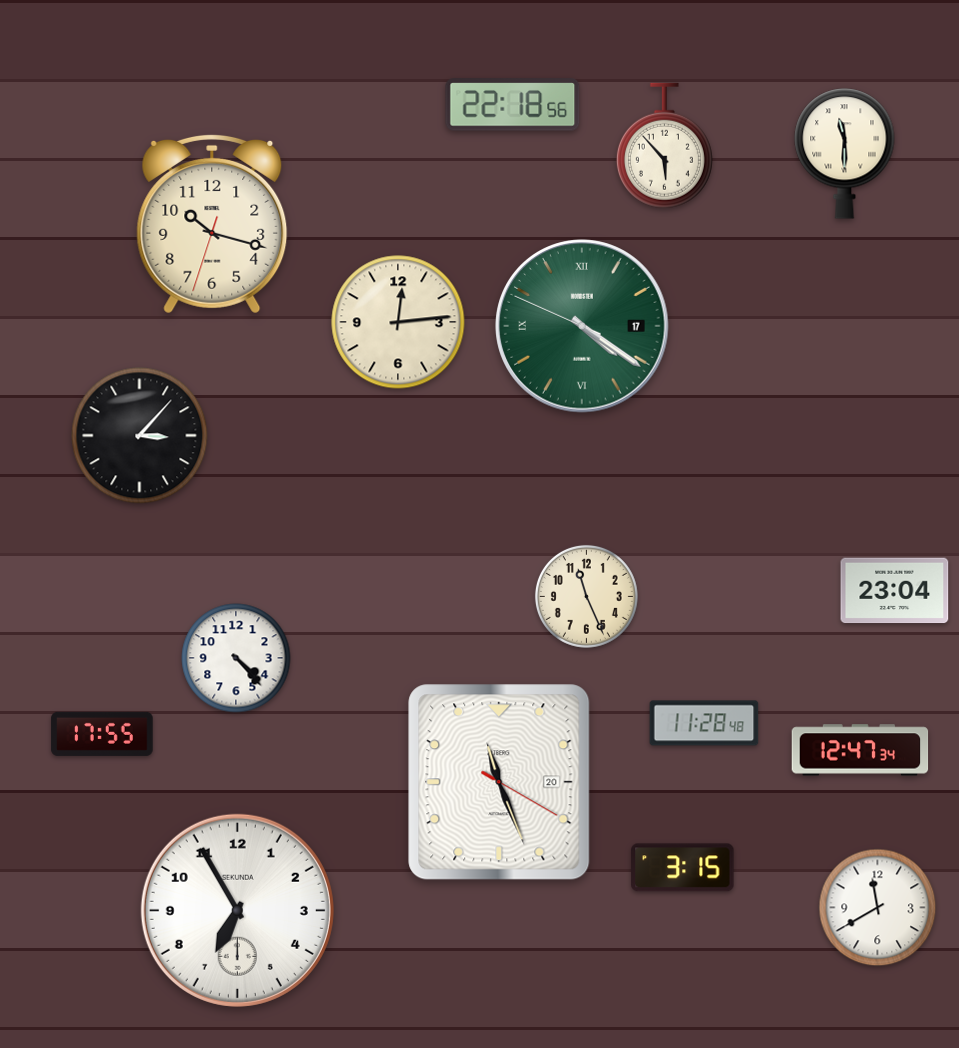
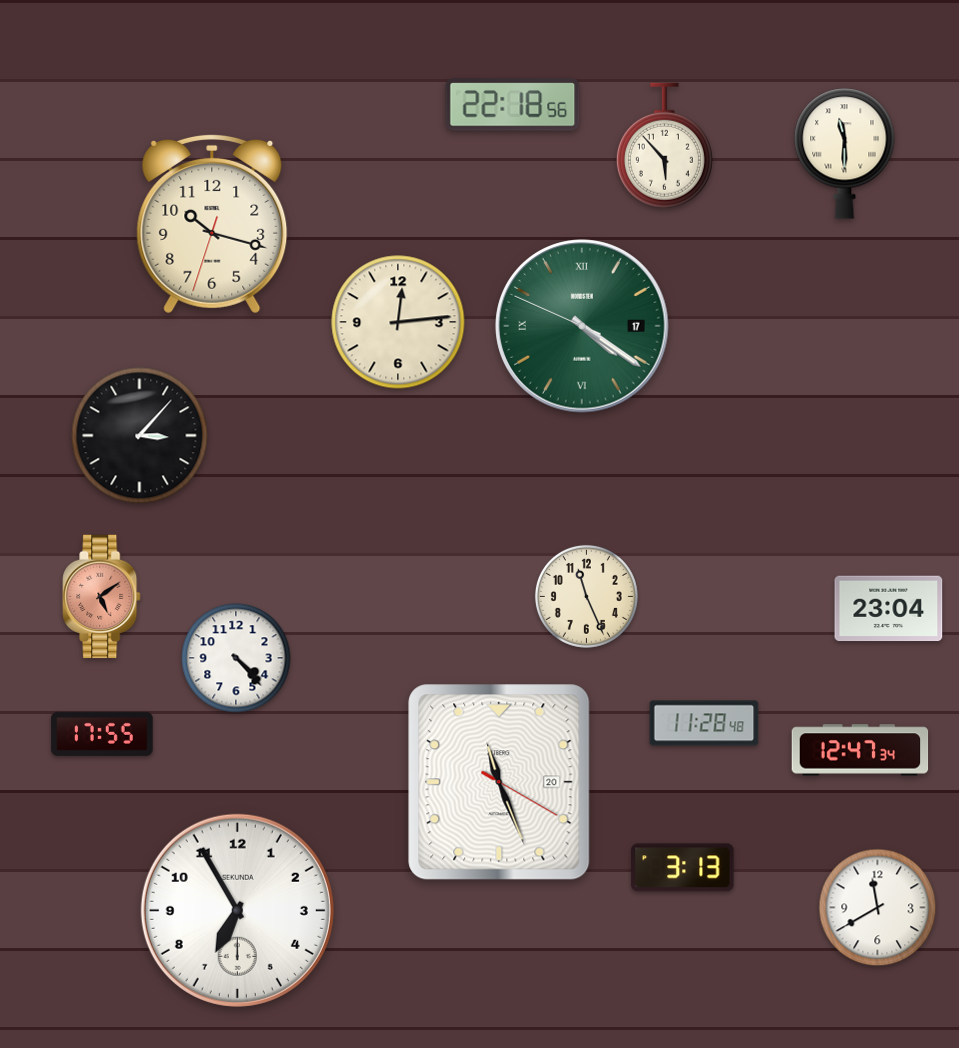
clock at (895, 591) position: (895, 591) -> (889, 609)
clock at (102, 597): none -> 5:09
clock at (683, 868): 3:15 -> 3:13
